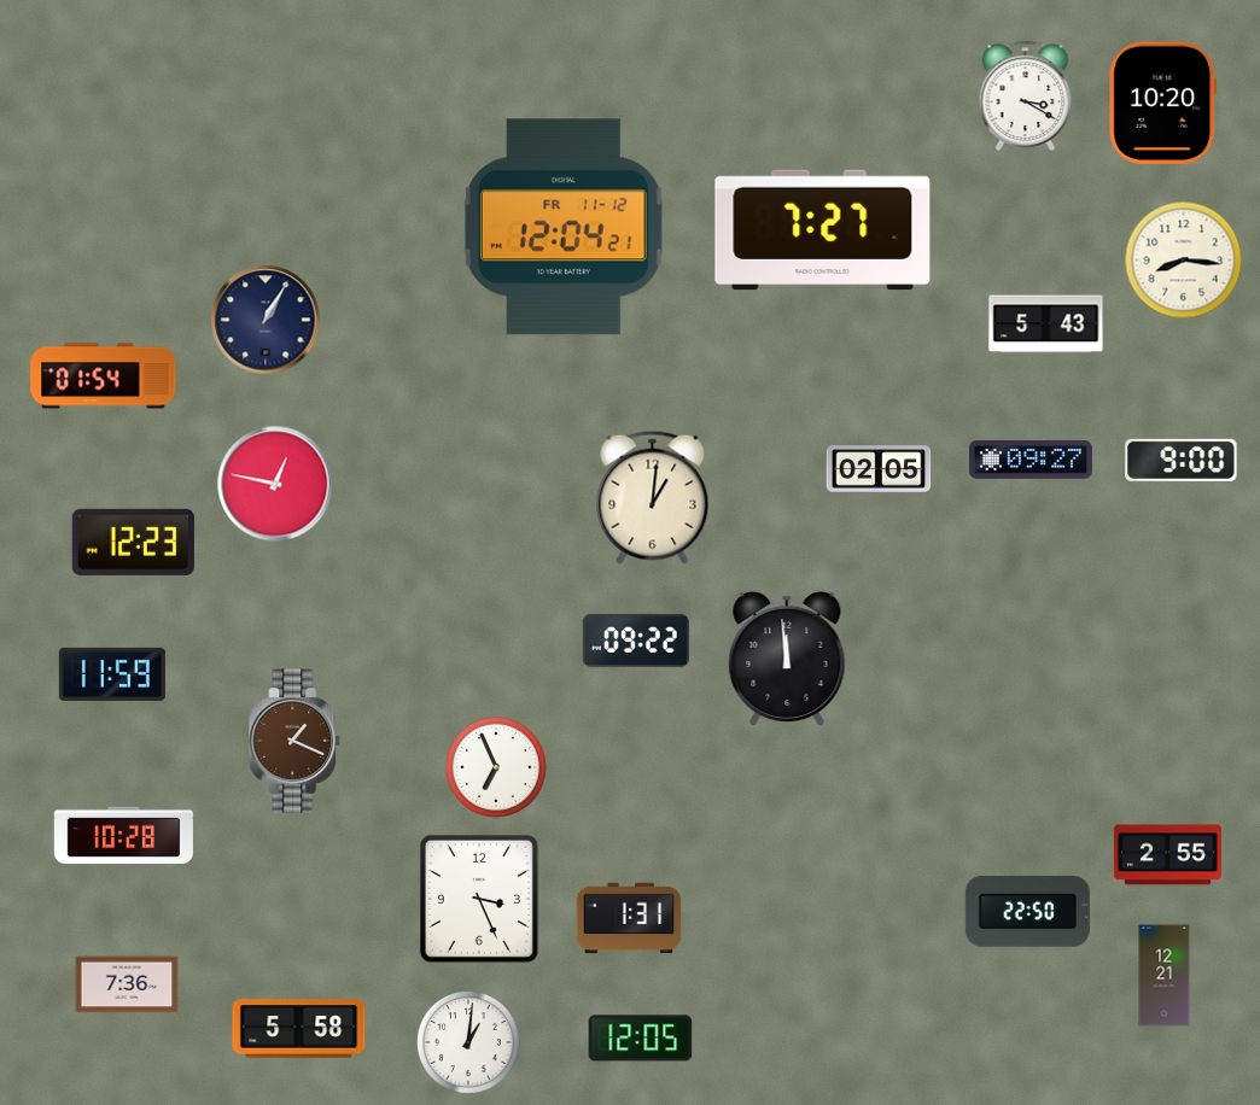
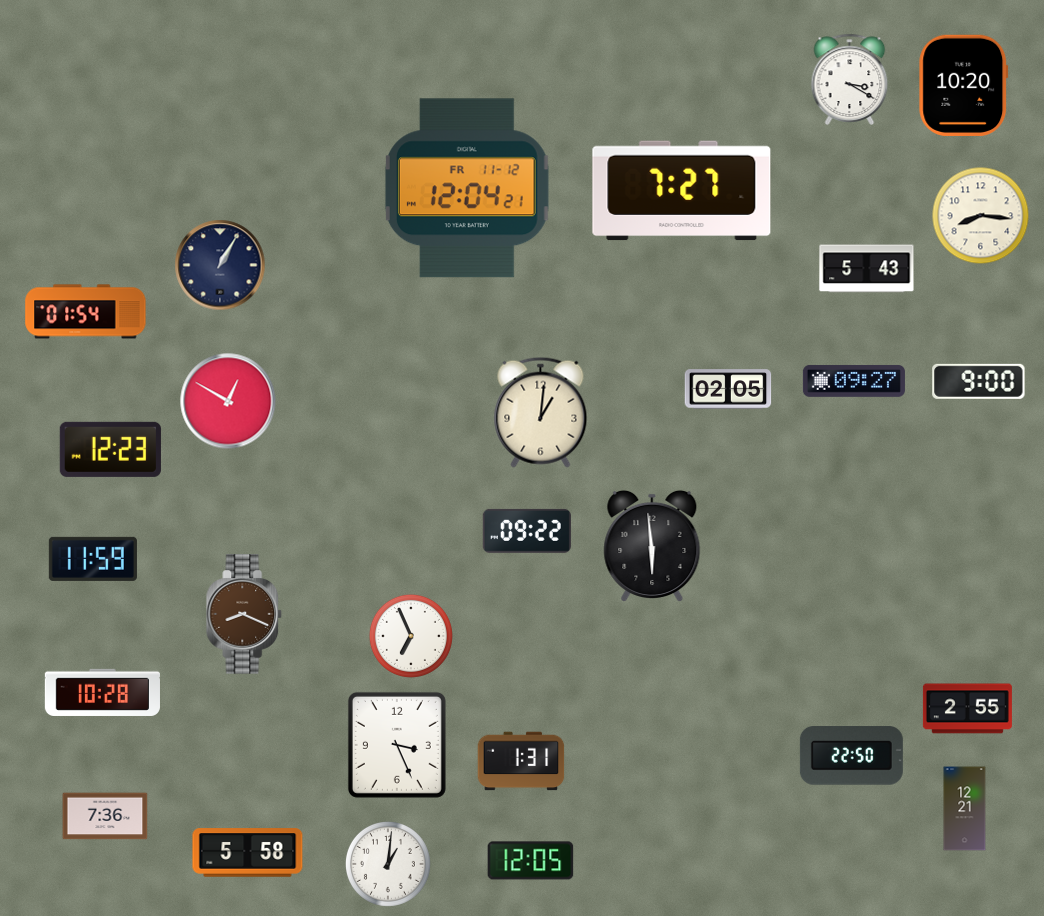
clock at (275, 484): 12:47 -> 12:50
clock at (787, 657): 11:59 -> 5:59
clock at (294, 741): 1:19 -> 8:19
